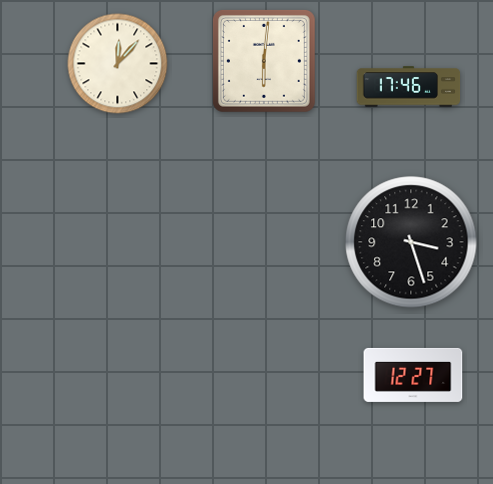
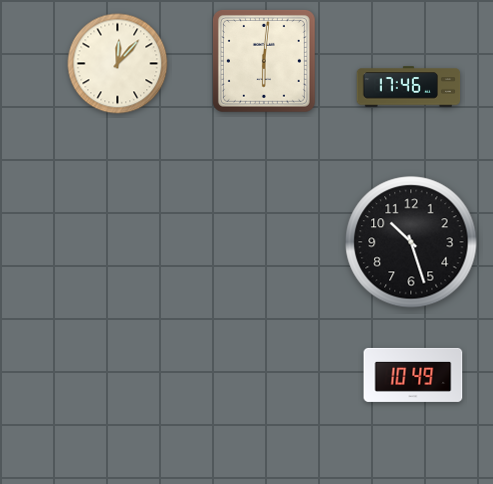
clock at (411, 242): 3:27 -> 10:27
clock at (413, 375): 12:27 -> 10:49
